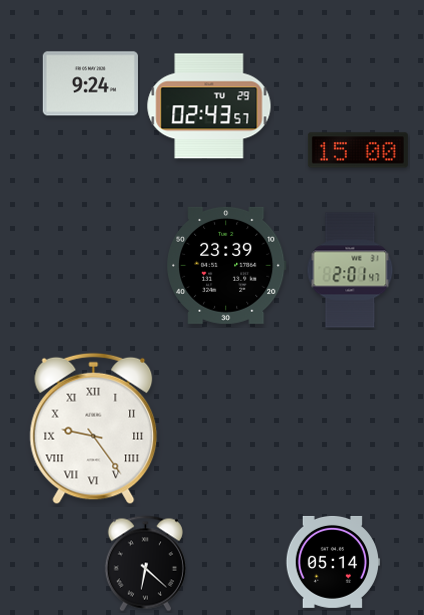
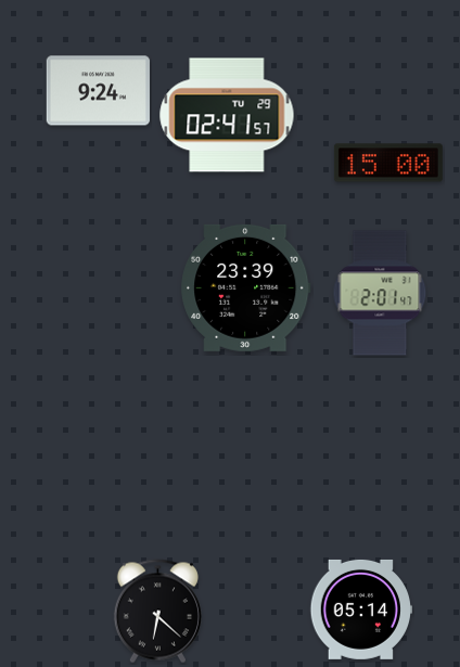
clock at (209, 106): 02:43 -> 02:41
clock at (94, 429): 9:24 -> none
